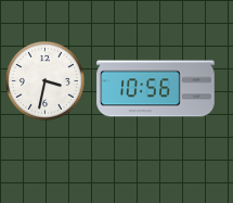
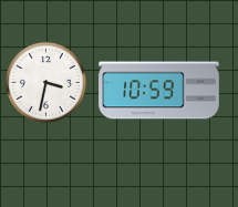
clock at (156, 89): 10:56 -> 10:59
